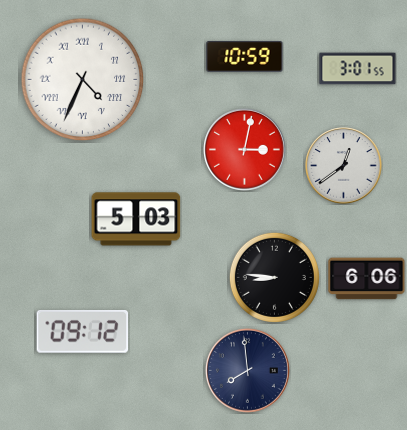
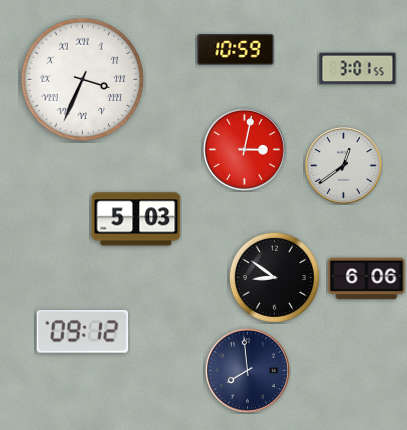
clock at (245, 57) position: (245, 57) -> (236, 50)
clock at (83, 80): 4:34 -> 3:34
clock at (274, 277): 8:46 -> 8:51
